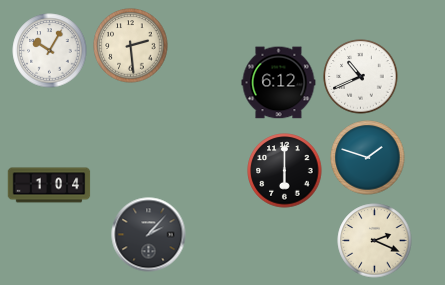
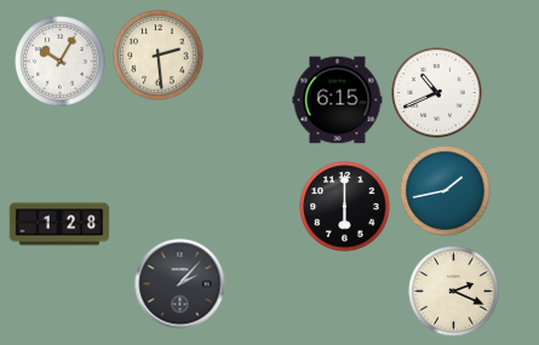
clock at (279, 83): 6:12 -> 6:15
clock at (368, 158): 1:48 -> 1:43
clock at (49, 185): 1:04 -> 1:28
